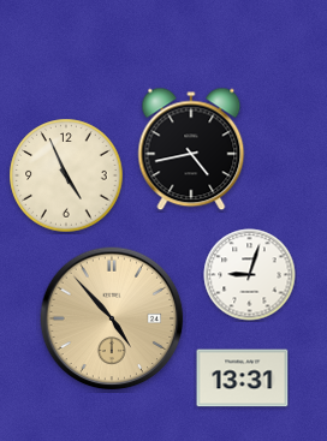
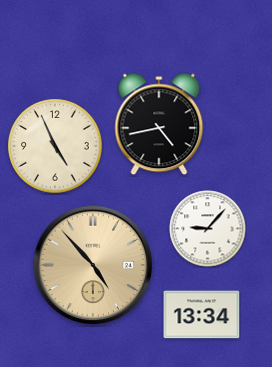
clock at (250, 275): 9:03 -> 9:07
clock at (243, 379): 13:31 -> 13:34
